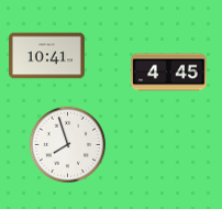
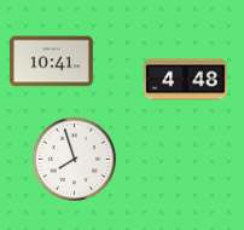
clock at (169, 73): 4:45 -> 4:48
